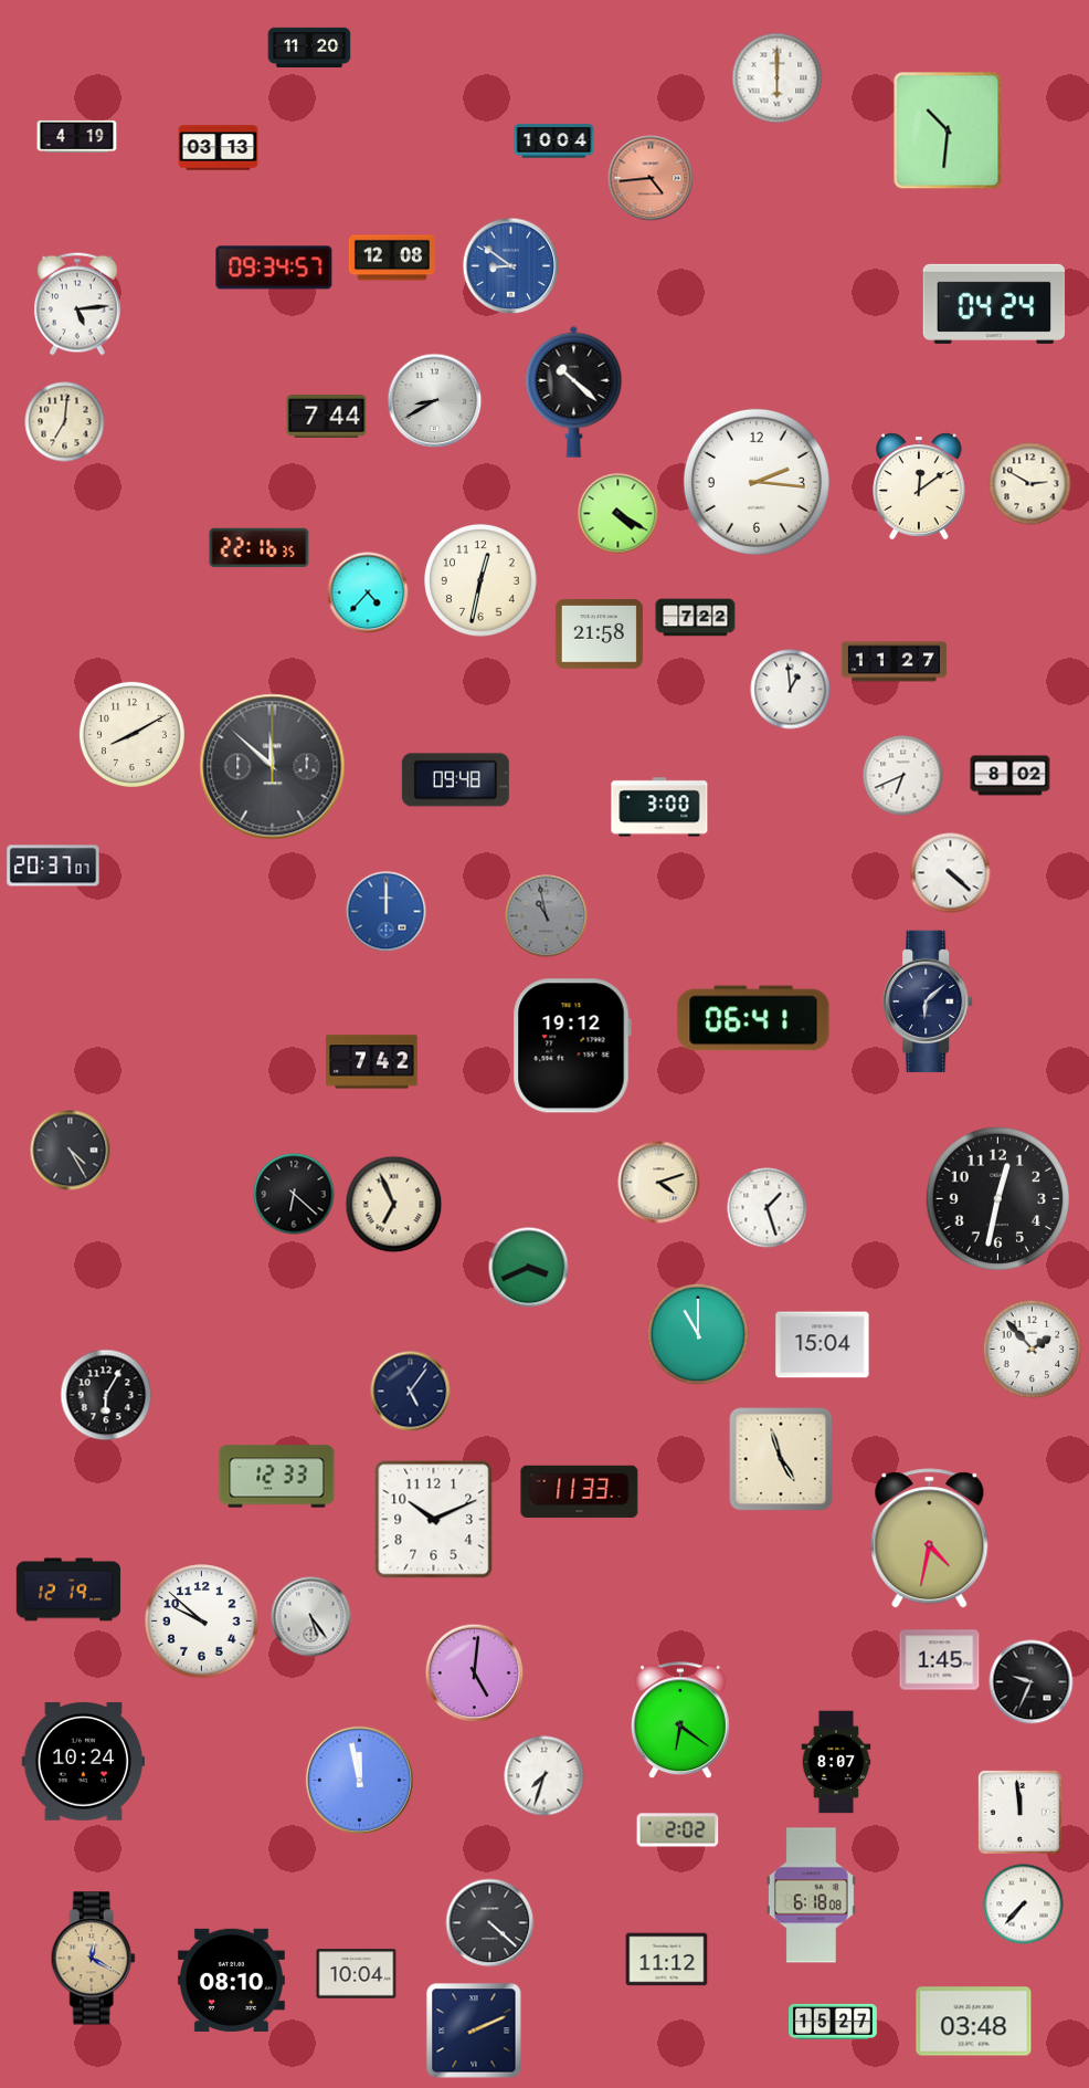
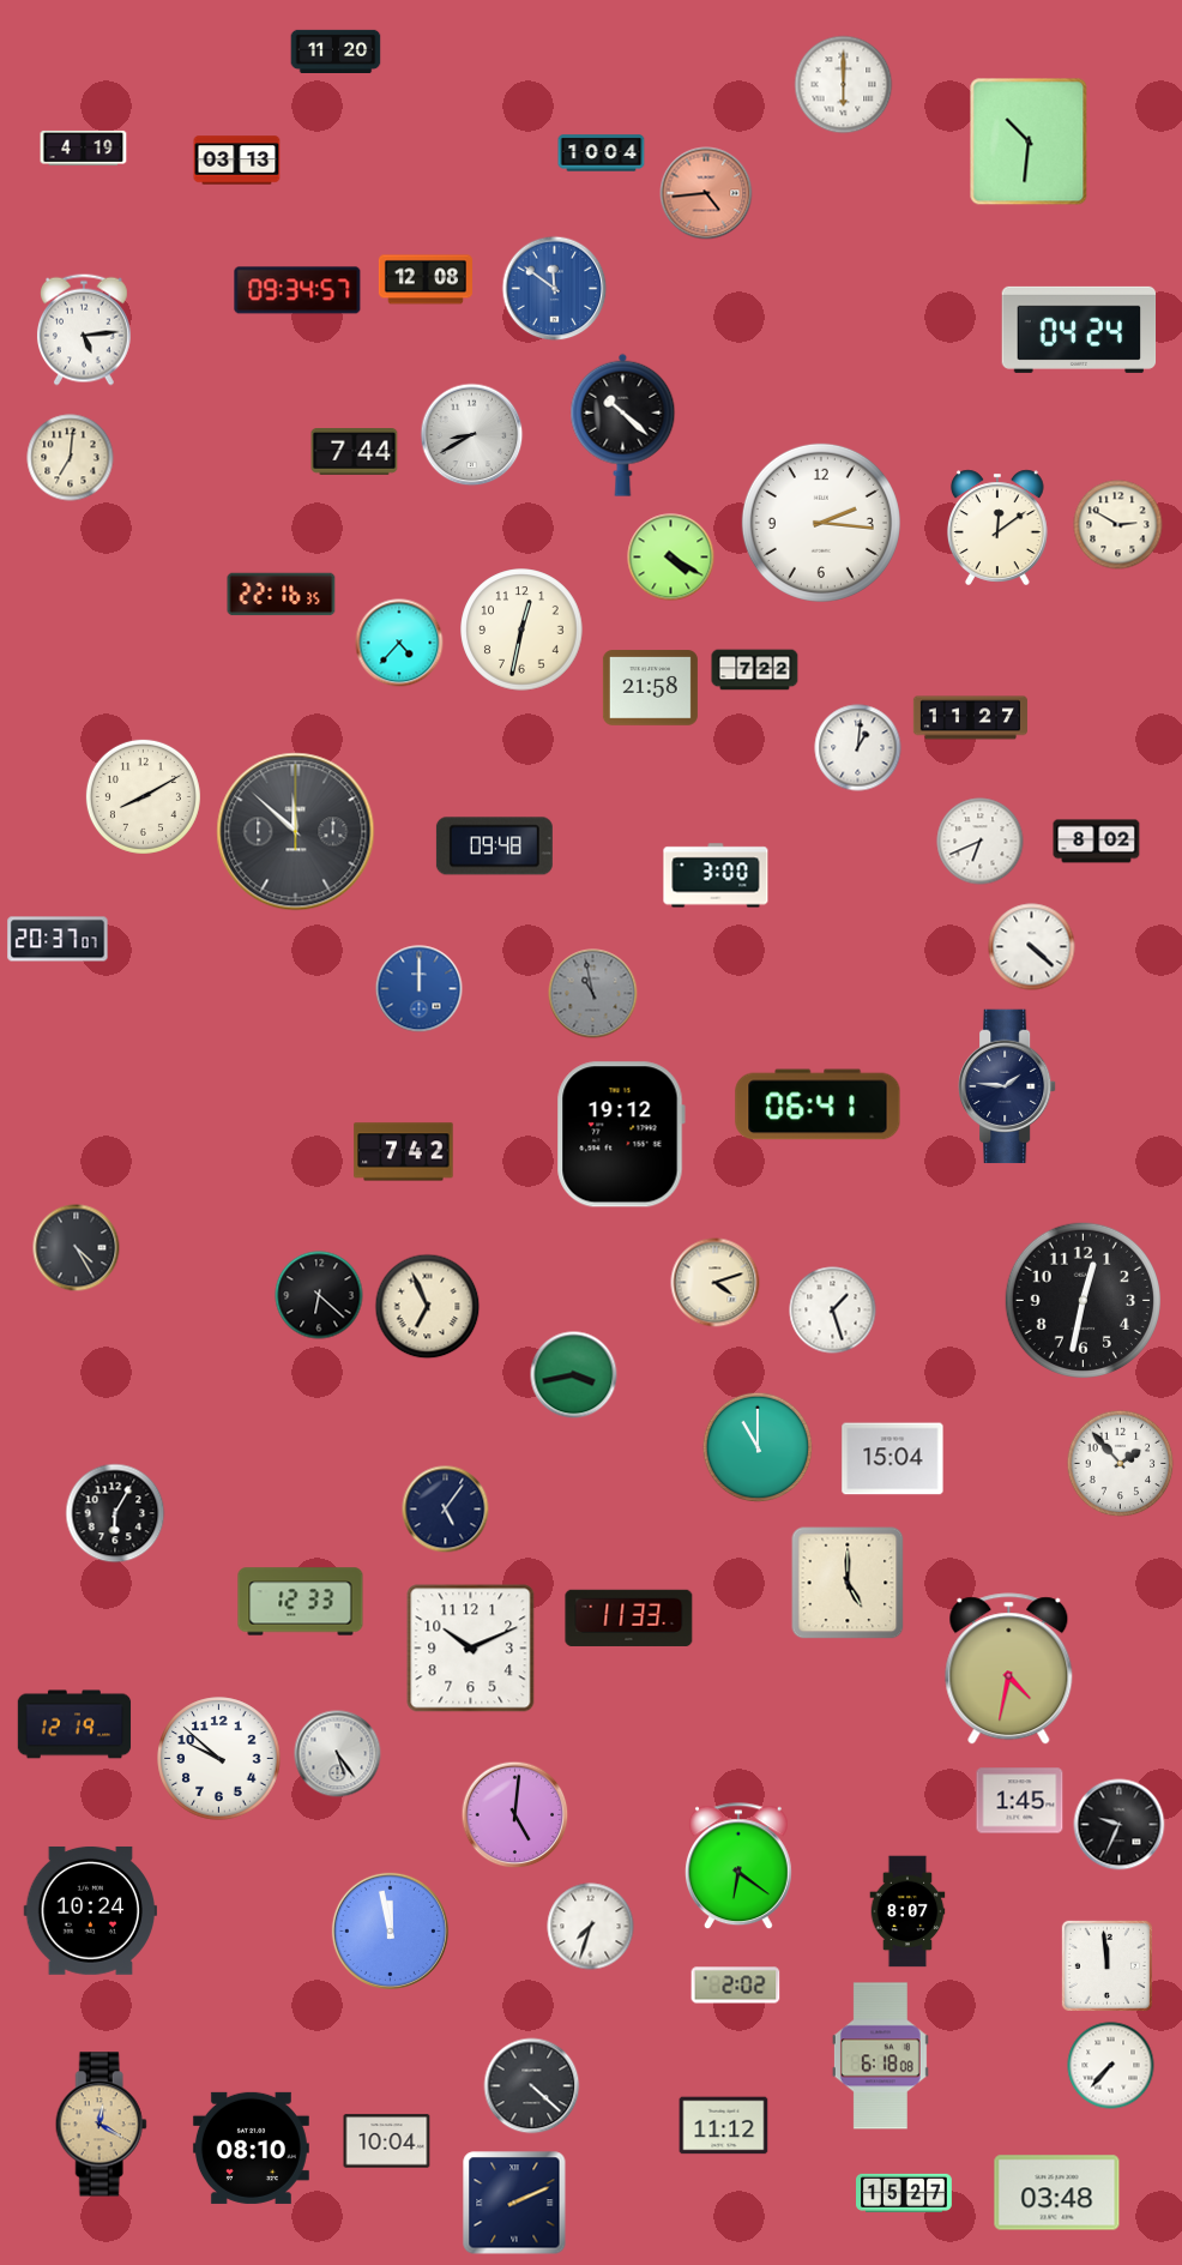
clock at (511, 266): 8:51 -> 11:51
clock at (791, 690): 12:59 -> 1:01
clock at (928, 1001): 6:08 -> 1:46
clock at (529, 1268): 3:41 -> 3:43
clock at (781, 1459): 4:57 -> 5:00
